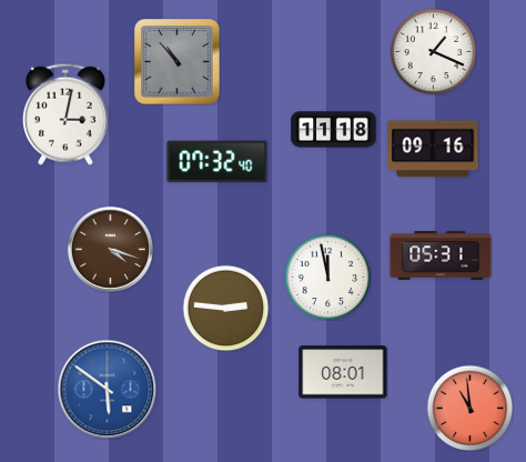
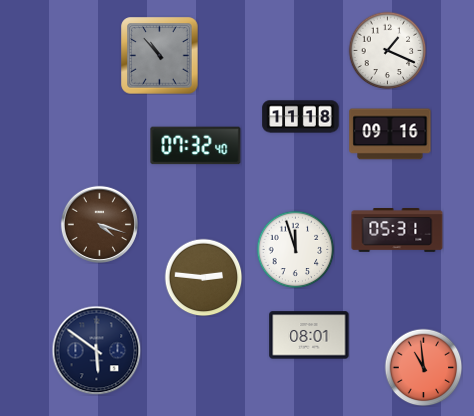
clock at (433, 51) position: (433, 51) -> (387, 50)
clock at (65, 114): 3:02 -> none
clock at (327, 277): 11:58 -> 11:57
clock at (107, 389) dial: blue -> navy
